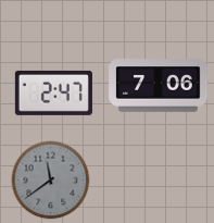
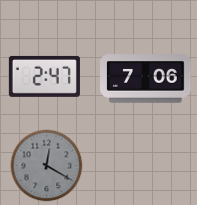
clock at (53, 92) position: (53, 92) -> (44, 76)
clock at (51, 181): 11:39 -> 12:20
